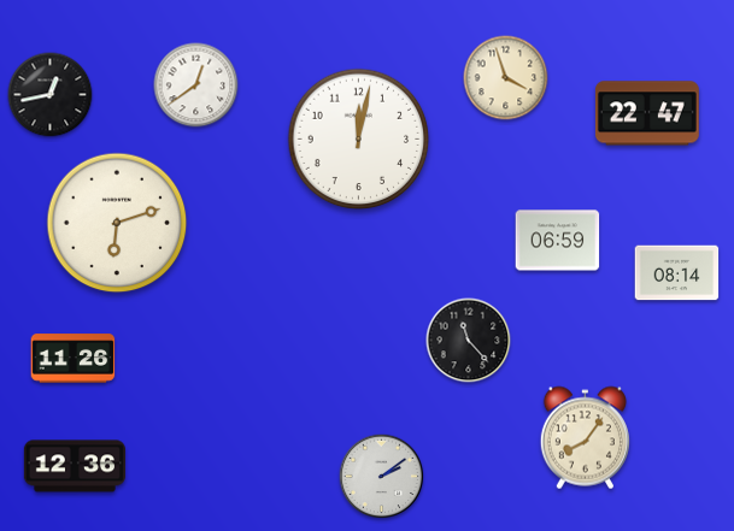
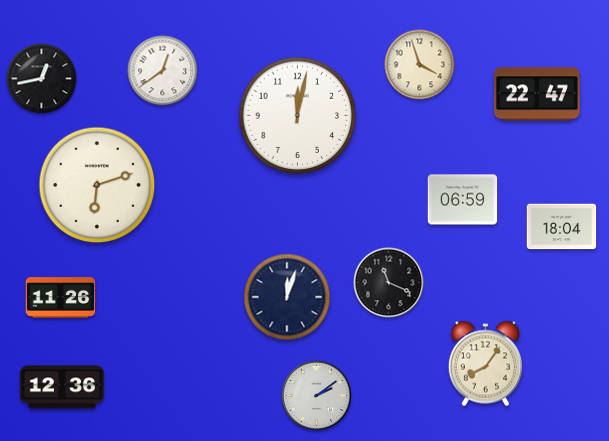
clock at (677, 273): 08:14 -> 18:04
clock at (469, 341): 11:23 -> 11:19
clock at (287, 297): none -> 12:03
